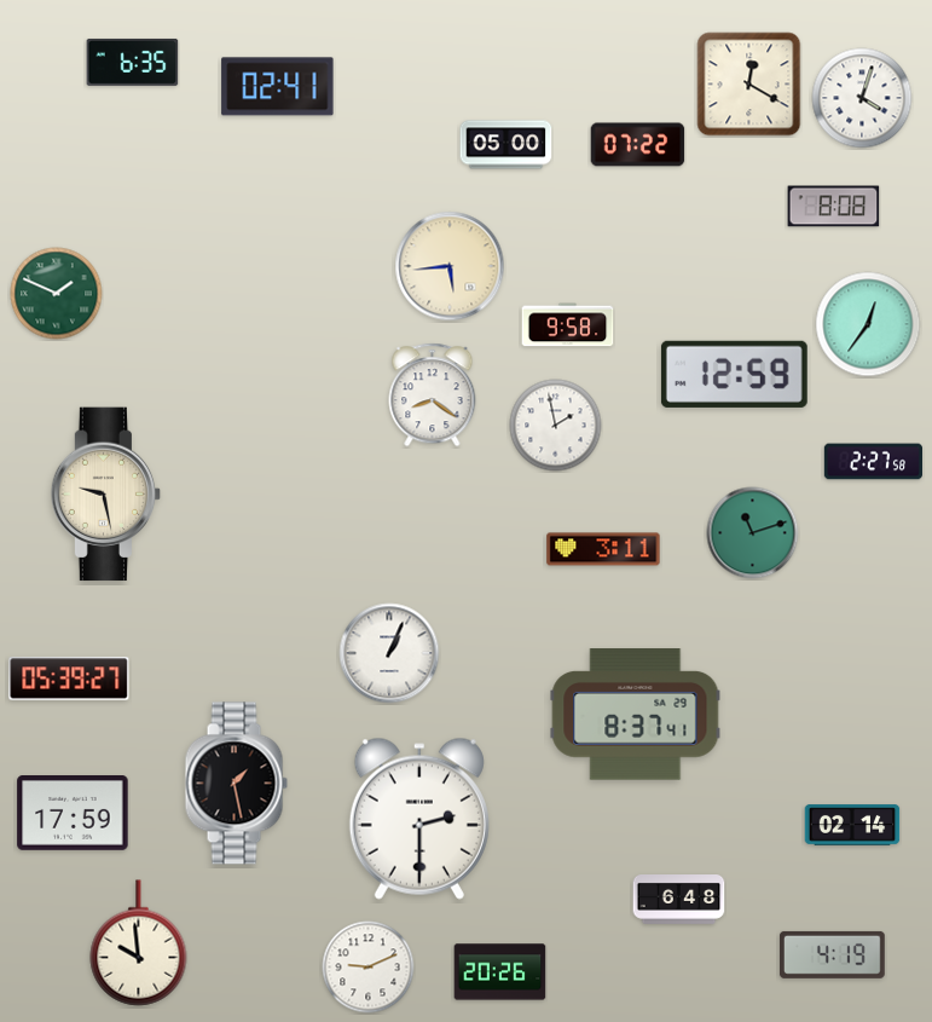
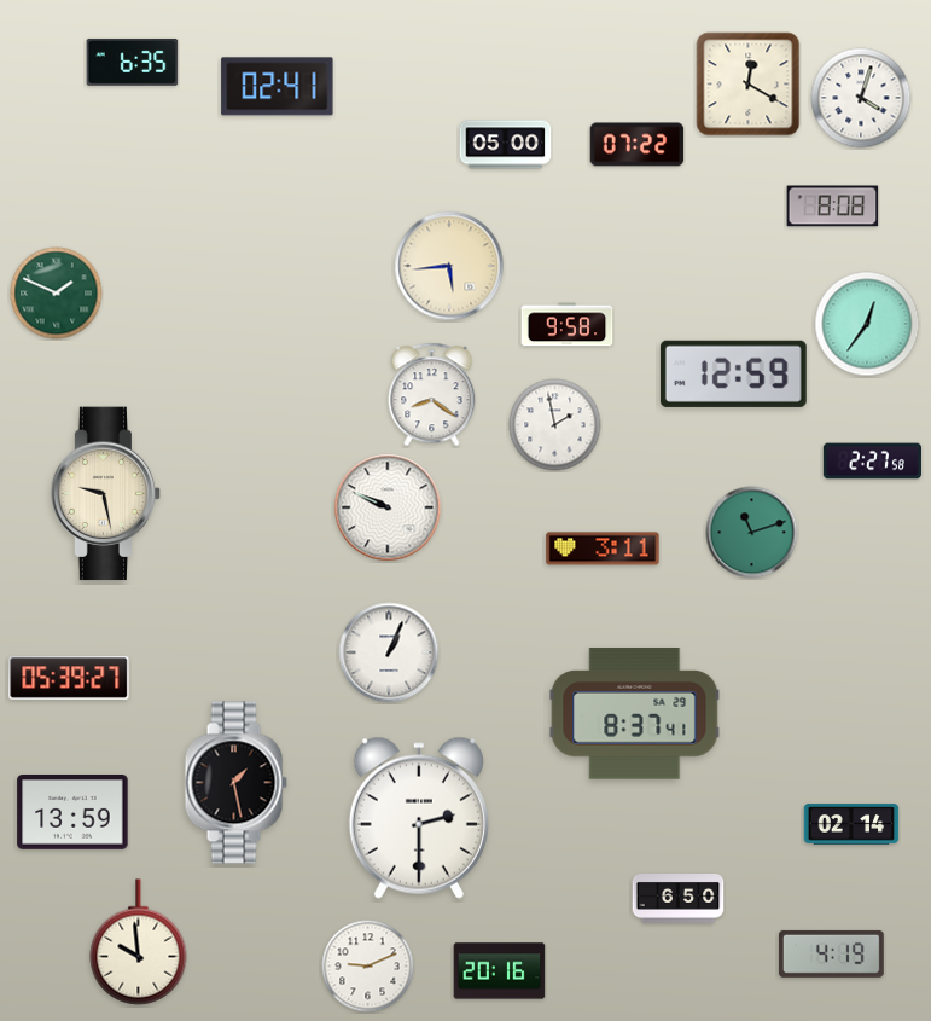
clock at (388, 507): none -> 9:49
clock at (73, 814): 17:59 -> 13:59
clock at (679, 900): 6:48 -> 6:50
clock at (500, 972): 20:26 -> 20:16
